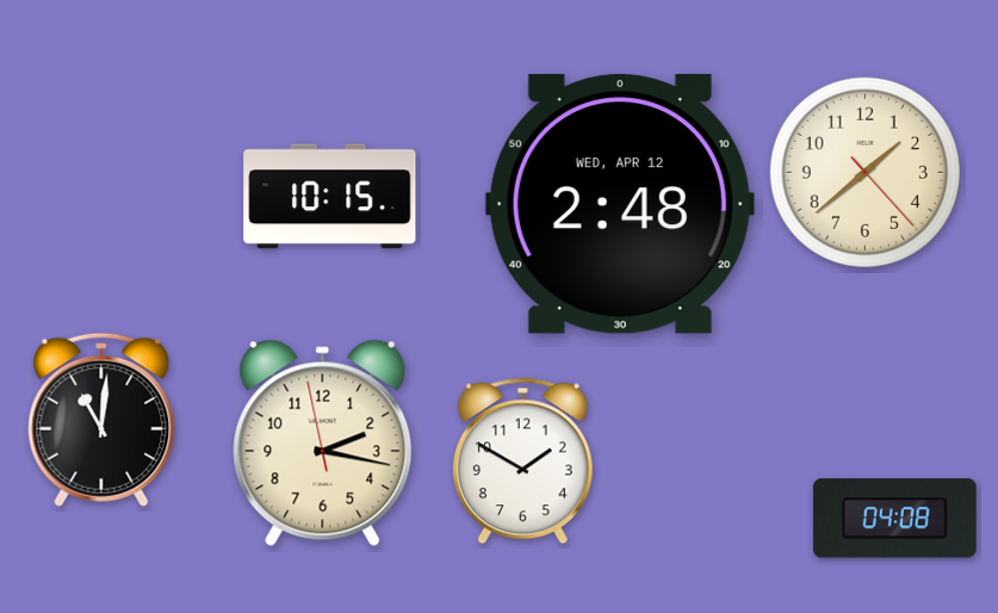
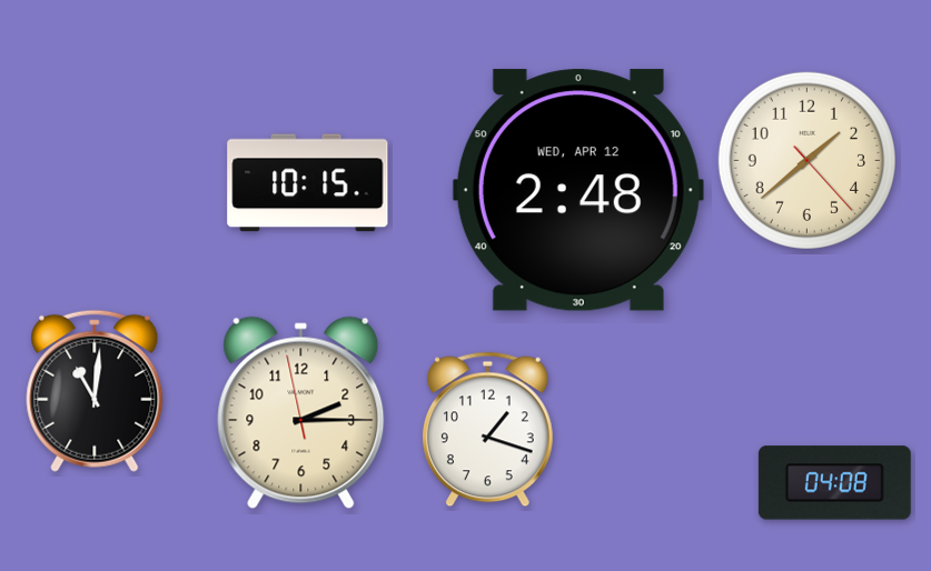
clock at (323, 444): 2:16 -> 2:14
clock at (522, 462): 1:50 -> 1:18
